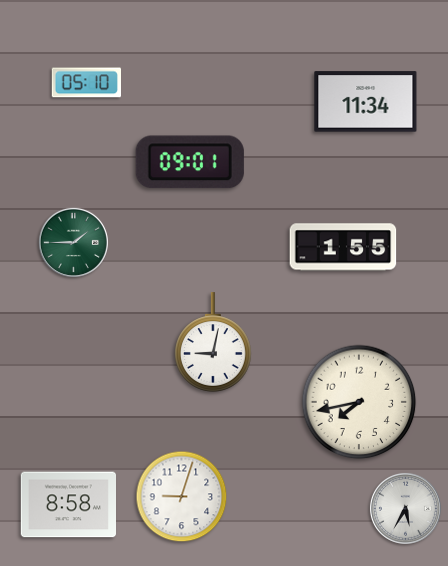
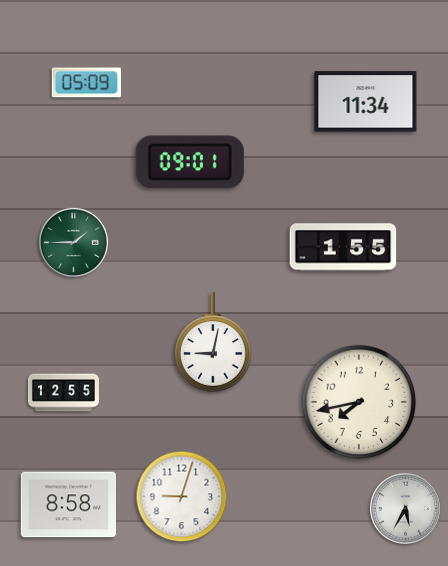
clock at (86, 83): 05:10 -> 05:09
clock at (63, 393): none -> 12:55
